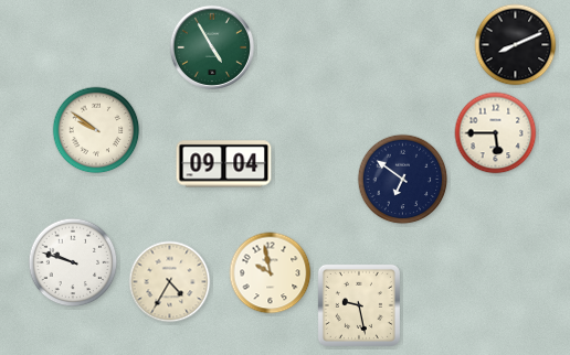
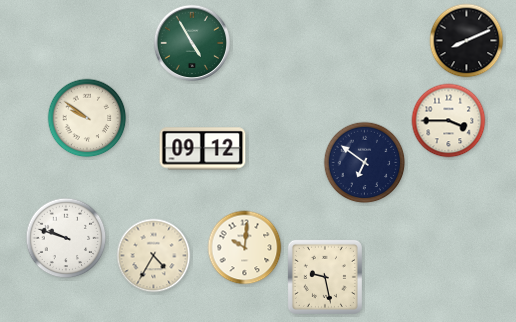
clock at (496, 133): 5:45 -> 3:45
clock at (224, 164): 09:04 -> 09:12
clock at (271, 273): 9:58 -> 10:01
